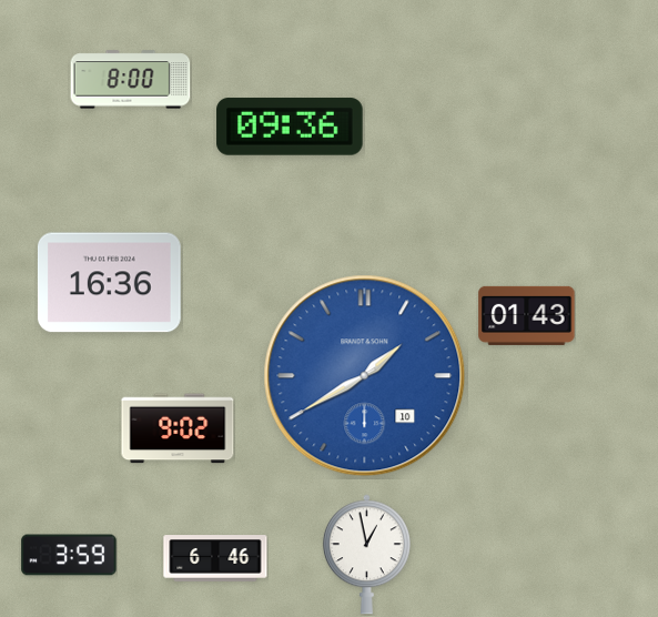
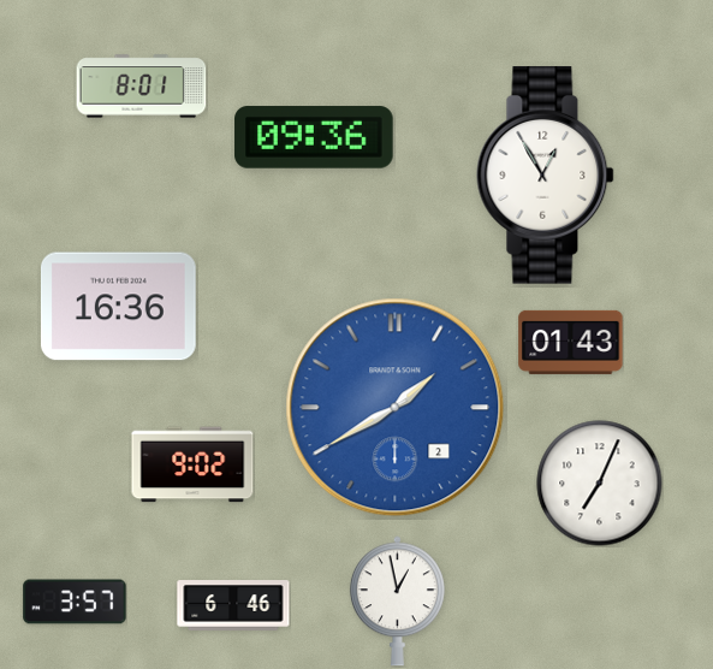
clock at (131, 80): 8:00 -> 8:01
clock at (546, 176): none -> 12:55
clock at (365, 376) date: 10 -> 2
clock at (600, 484): none -> 7:04
clock at (69, 555): 3:59 -> 3:57
